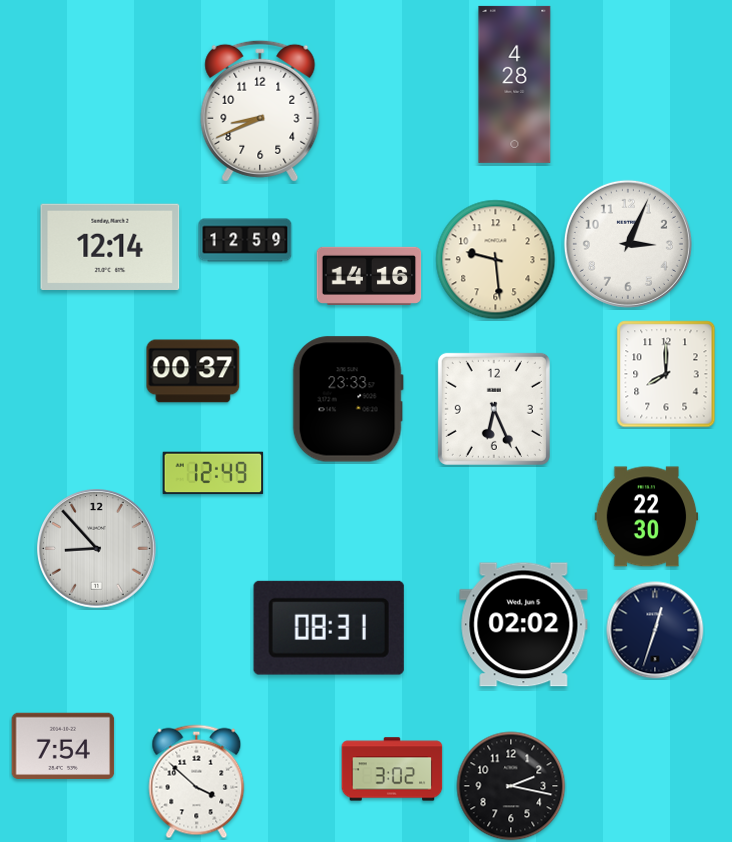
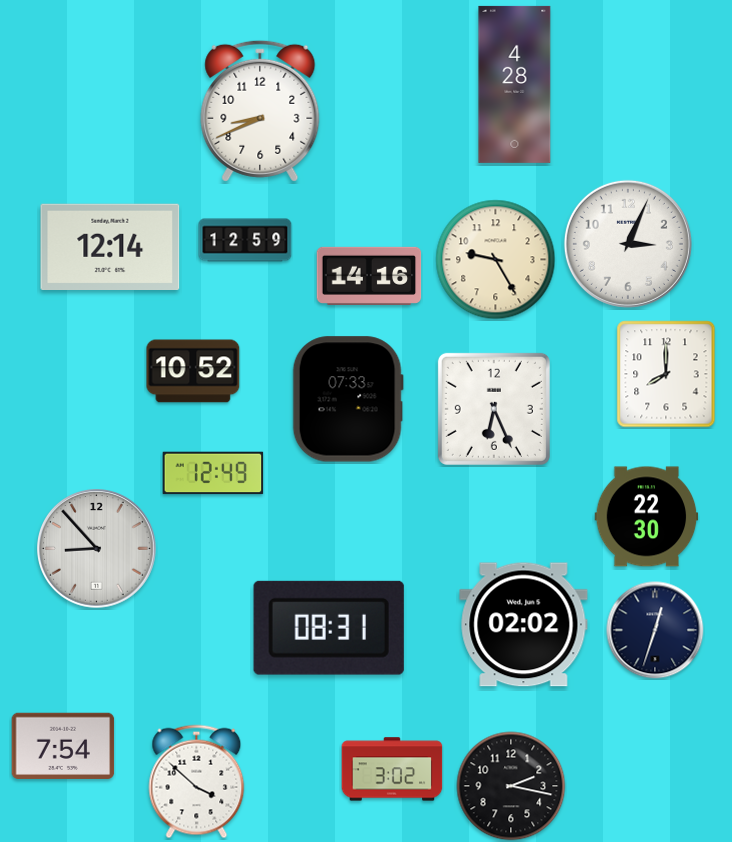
clock at (496, 260): 9:29 -> 9:25
clock at (193, 371): 00:37 -> 10:52
clock at (348, 399): 23:33 -> 07:33
